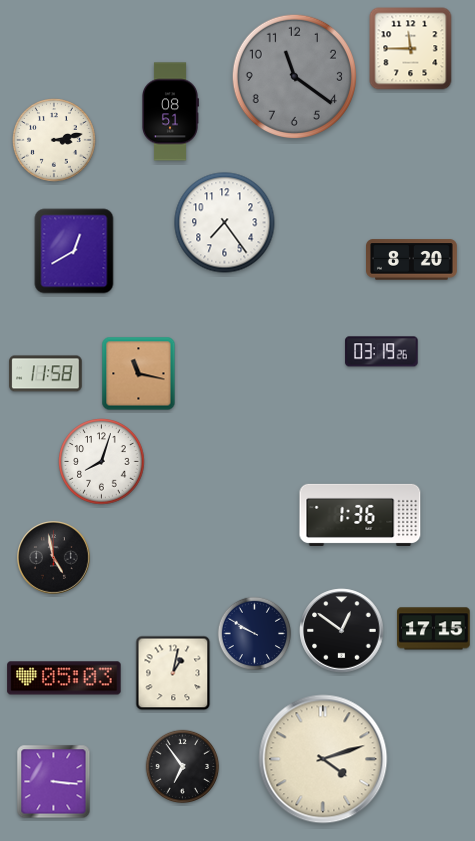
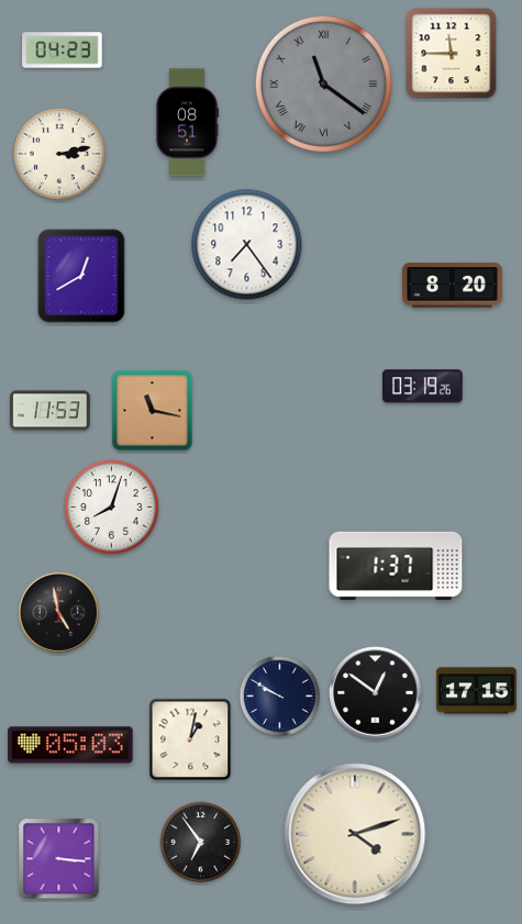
clock at (63, 51): none -> 04:23
clock at (294, 76) numerals: Arabic -> Roman
clock at (382, 352) position: (382, 352) -> (423, 387)
clock at (46, 374): 11:58 -> 11:53
clock at (360, 515): 1:36 -> 1:37
